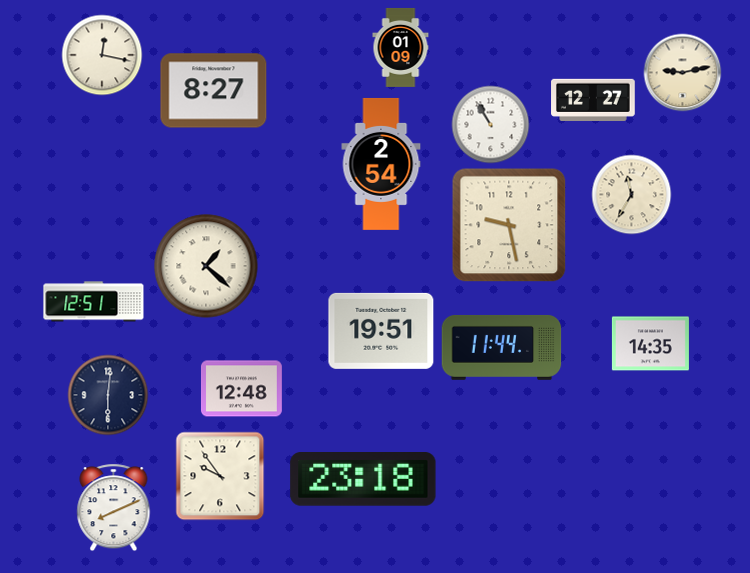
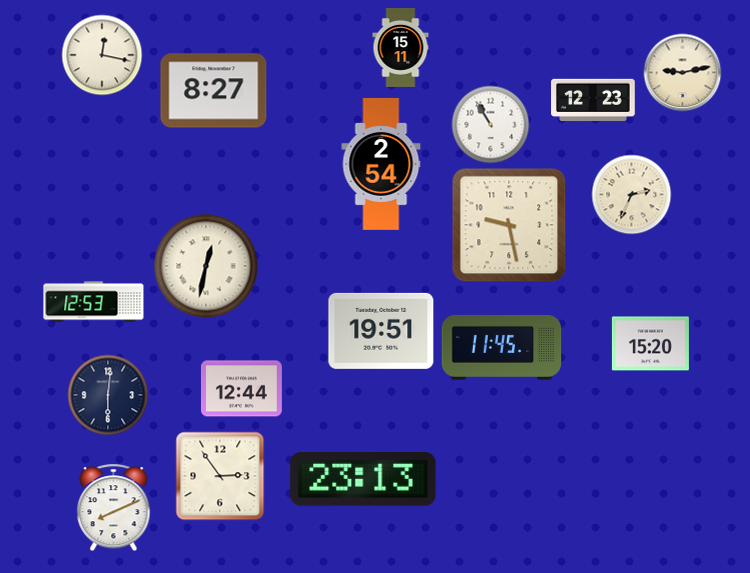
clock at (401, 47): 01:09 -> 15:11
clock at (593, 99): 12:27 -> 12:23
clock at (631, 194): 11:35 -> 2:34
clock at (206, 266): 1:22 -> 12:32
clock at (94, 302): 12:51 -> 12:53
clock at (650, 344): 14:35 -> 15:20
clock at (502, 347): 11:44 -> 11:45
clock at (241, 389): 12:48 -> 12:44
clock at (220, 476): 9:54 -> 2:54
clock at (363, 480): 23:18 -> 23:13
